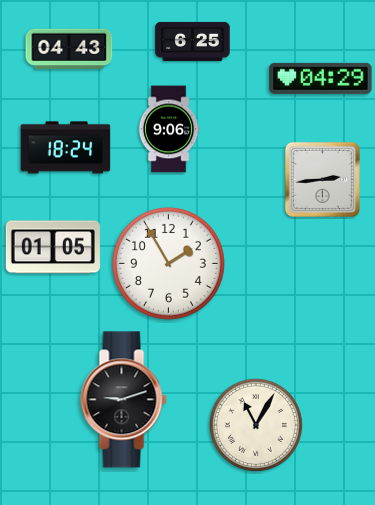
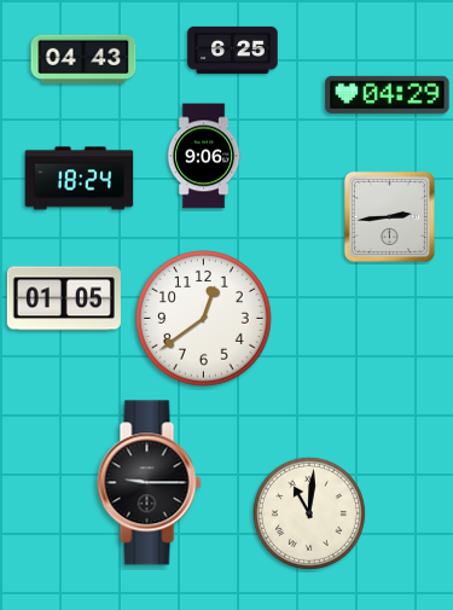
clock at (168, 263): 1:55 -> 12:39
clock at (124, 400): 9:12 -> 9:15
clock at (256, 425): 11:05 -> 11:01
